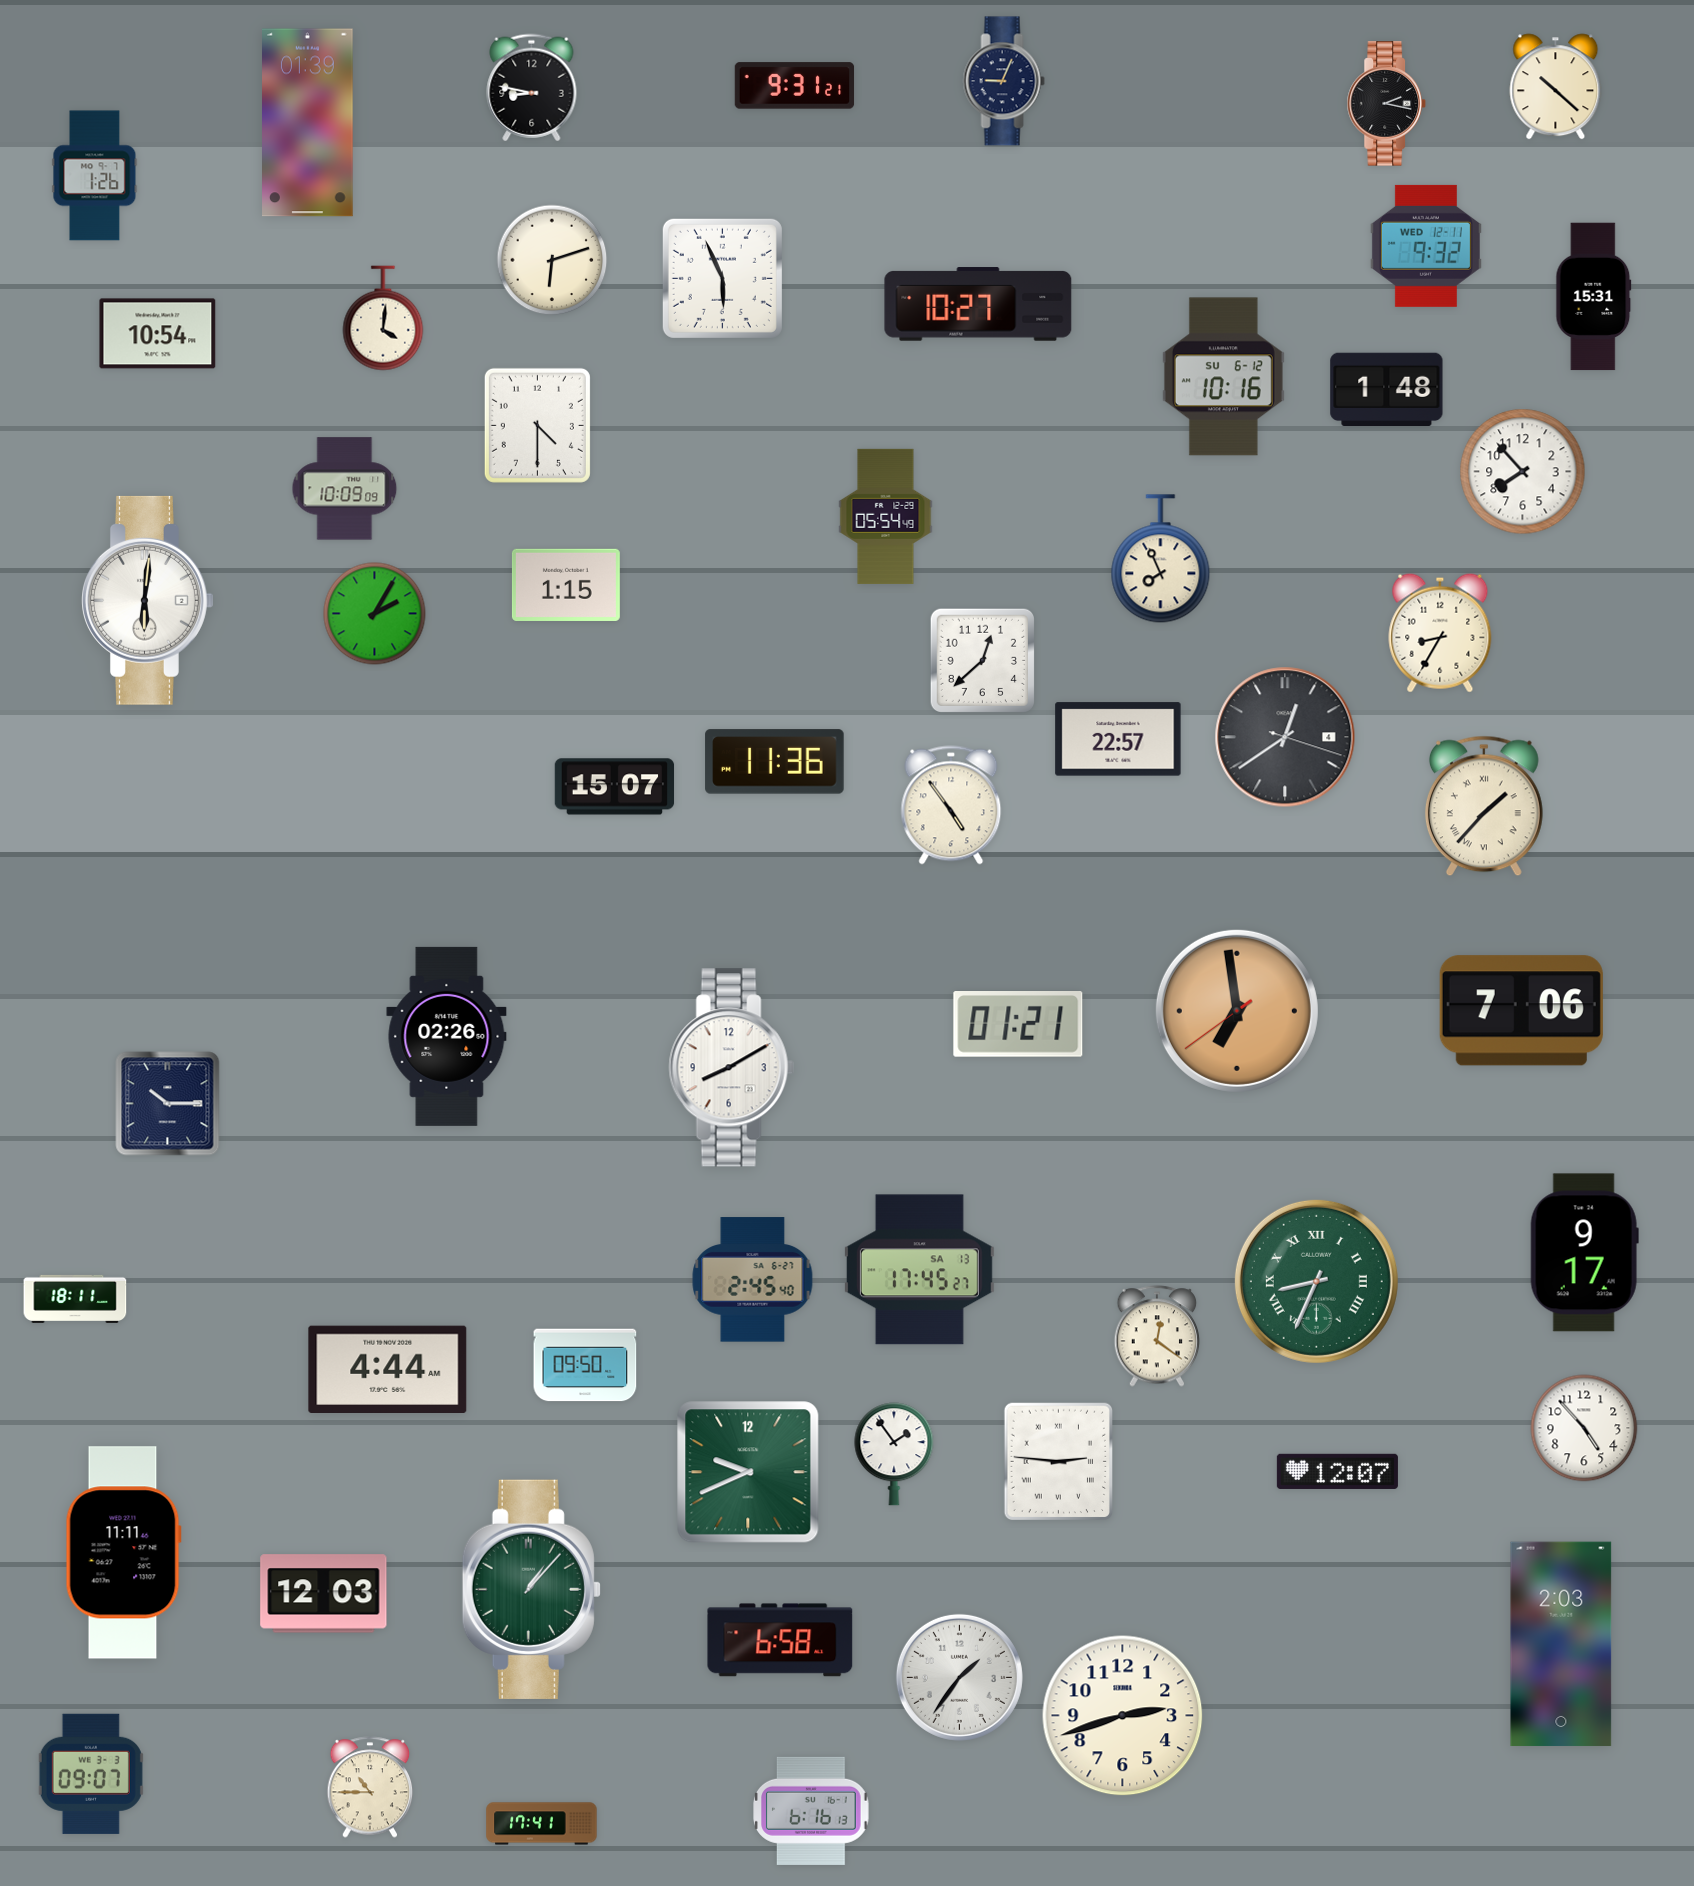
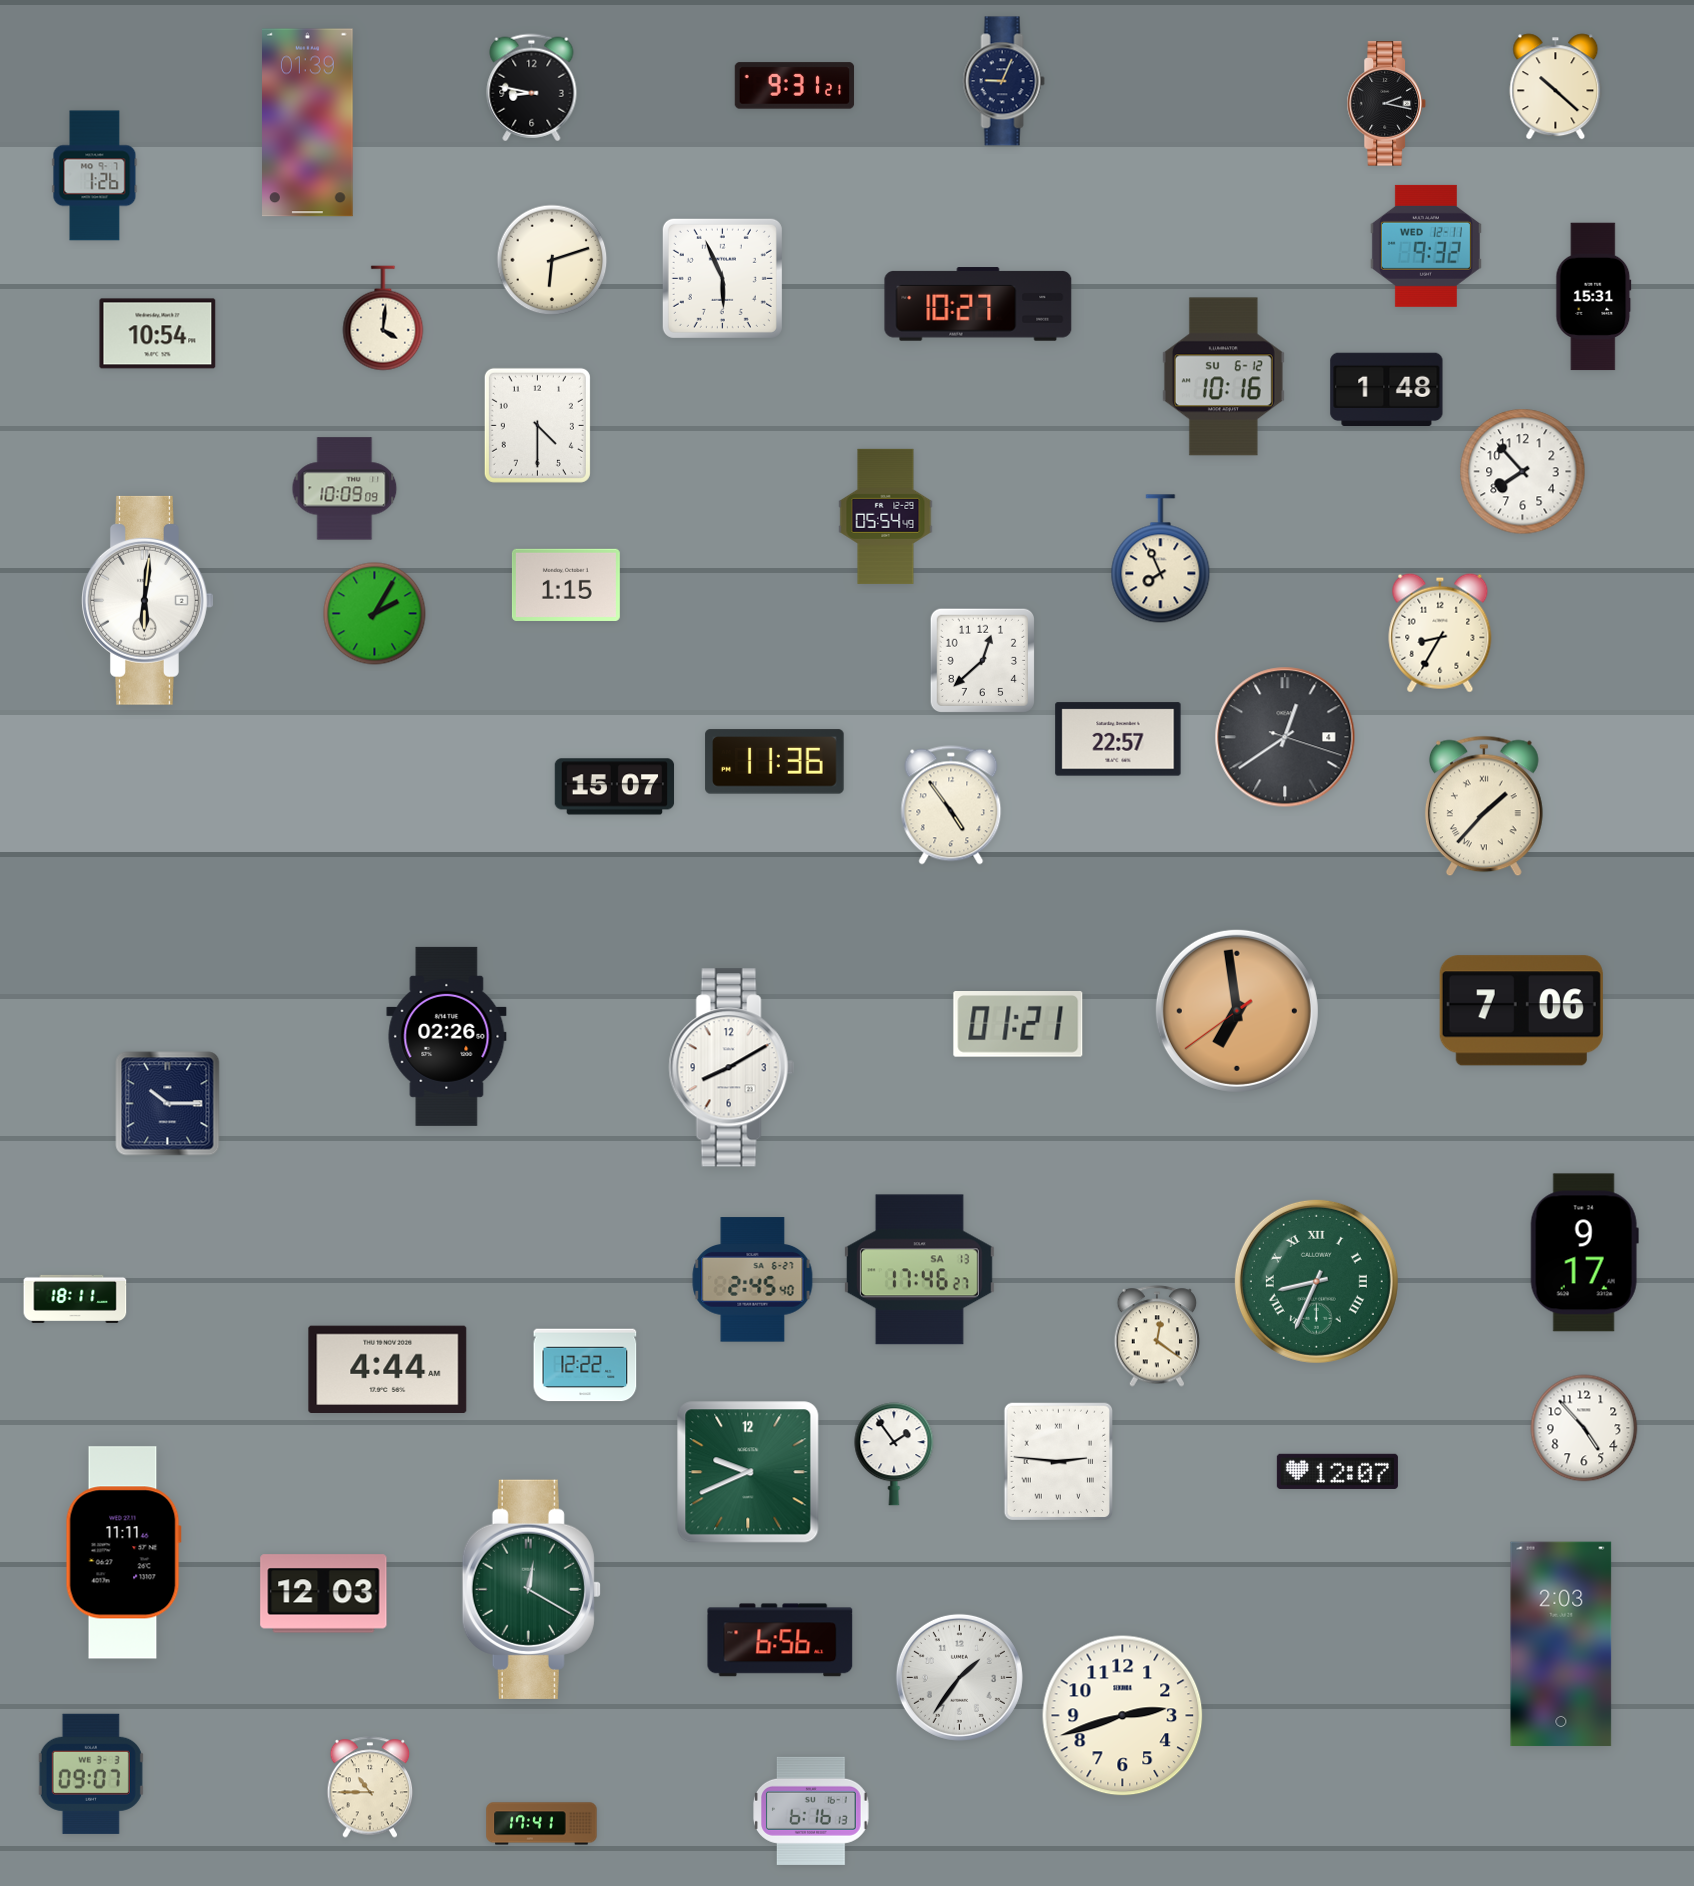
clock at (919, 1270): 17:45 -> 17:46
clock at (585, 1365): 09:50 -> 12:22
clock at (531, 1589): 1:07 -> 12:20
clock at (780, 1640): 6:58 -> 6:56
